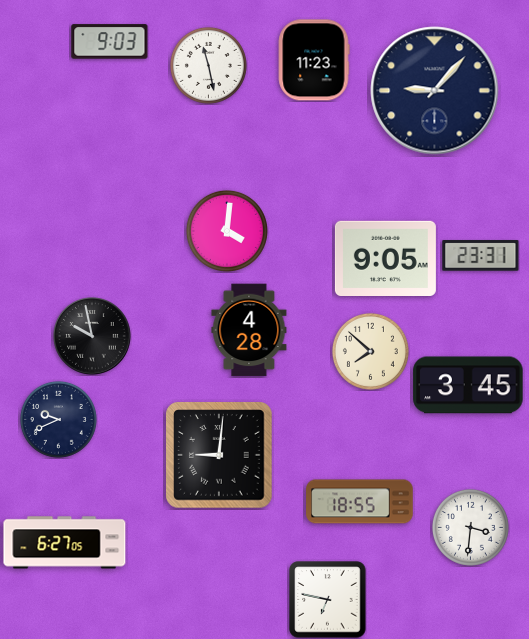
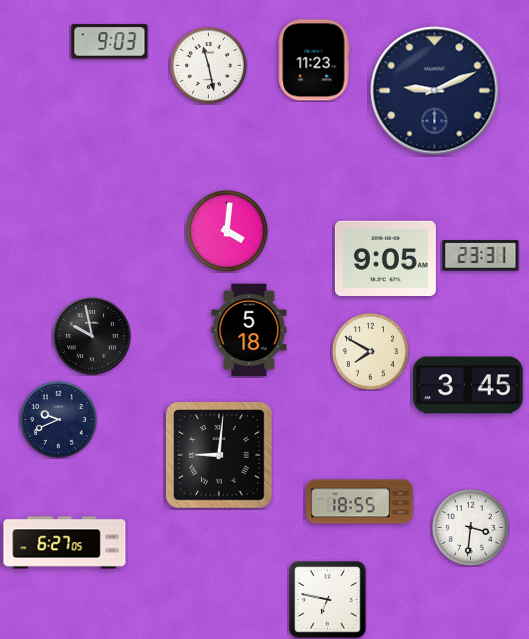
clock at (435, 91): 9:07 -> 9:11
clock at (249, 330): 4:28 -> 5:18
clock at (370, 351): 7:52 -> 7:50
